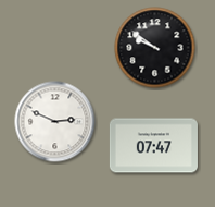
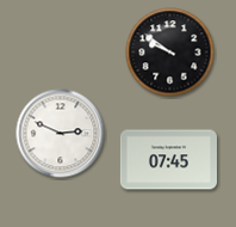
clock at (153, 146): 07:47 -> 07:45
